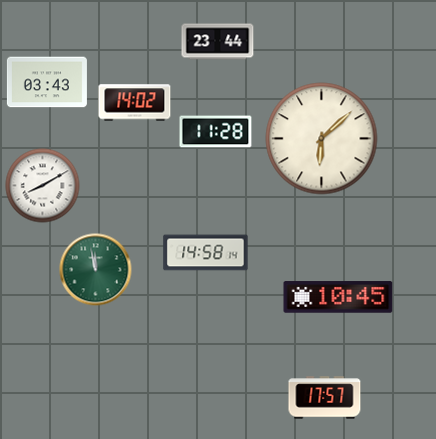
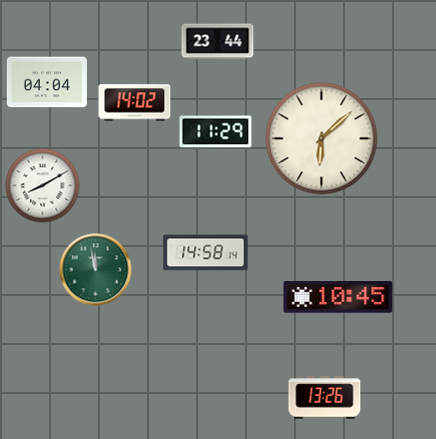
clock at (47, 82): 03:43 -> 04:04
clock at (216, 132): 11:28 -> 11:29
clock at (325, 398): 17:57 -> 13:26
